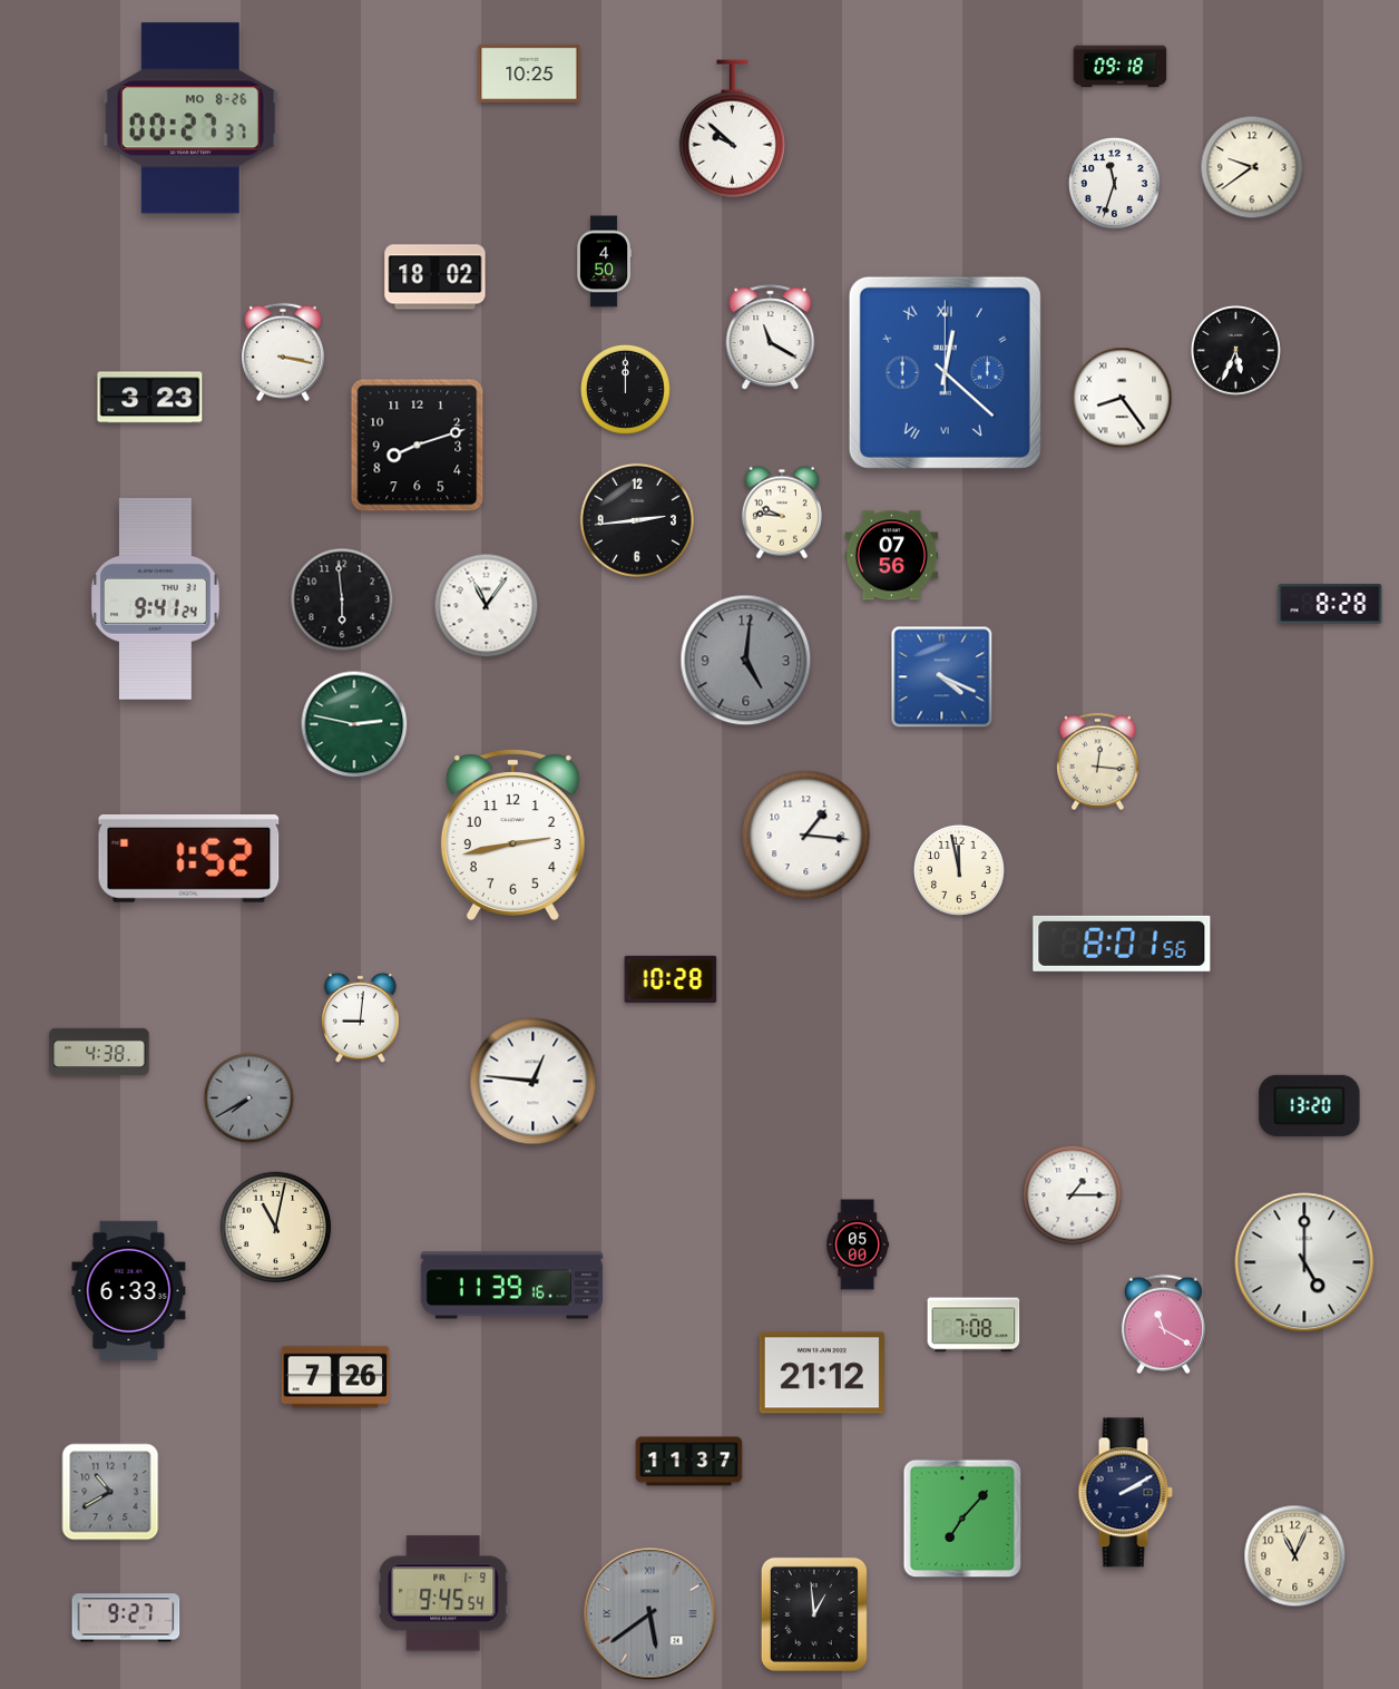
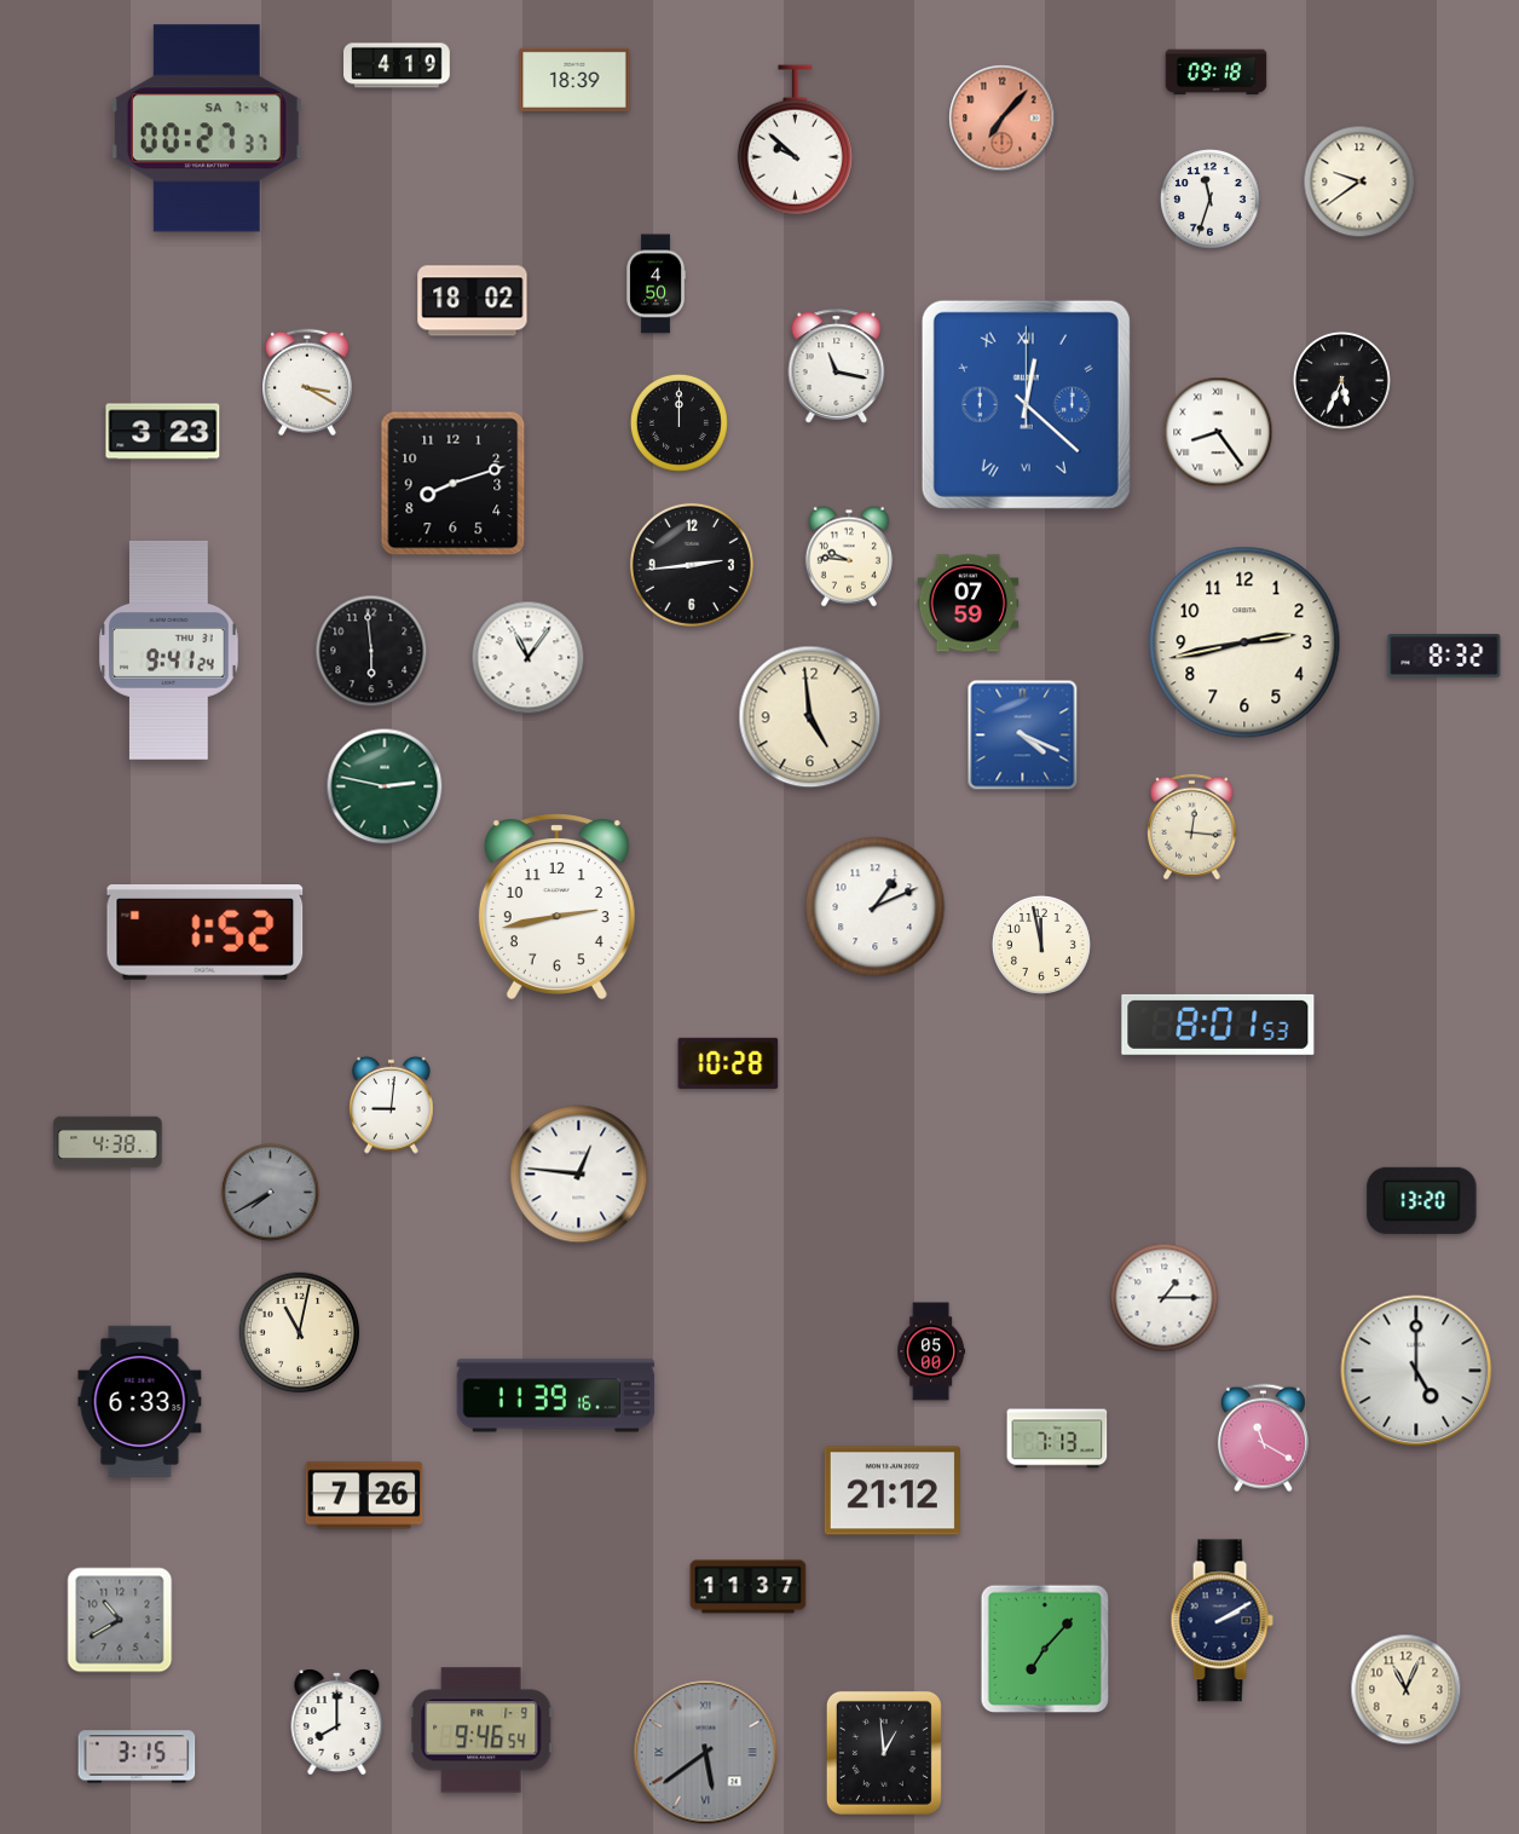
clock at (397, 65): none -> 4:19
clock at (529, 74): 10:25 -> 18:39
clock at (1003, 119): none -> 7:07
clock at (190, 118) date: MO 8-26 -> SA 7-4
clock at (771, 338): 11:20 -> 11:17
clock at (283, 352): 3:17 -> 3:20
clock at (892, 556): 07:56 -> 07:59
clock at (1244, 642): none -> 2:43
clock at (1330, 605): 8:28 -> 8:32
clock at (746, 661): 5:01 -> 4:59
clock at (746, 661) dial: grey -> cream
clock at (806, 836): 1:16 -> 1:11
clock at (1122, 944): 8:01:56 -> 8:01:53
clock at (974, 1325): 7:08 -> 7:13
clock at (337, 1723): none -> 8:00
clock at (443, 1593): 9:45 -> 9:46
clock at (126, 1618): 9:27 -> 3:15
